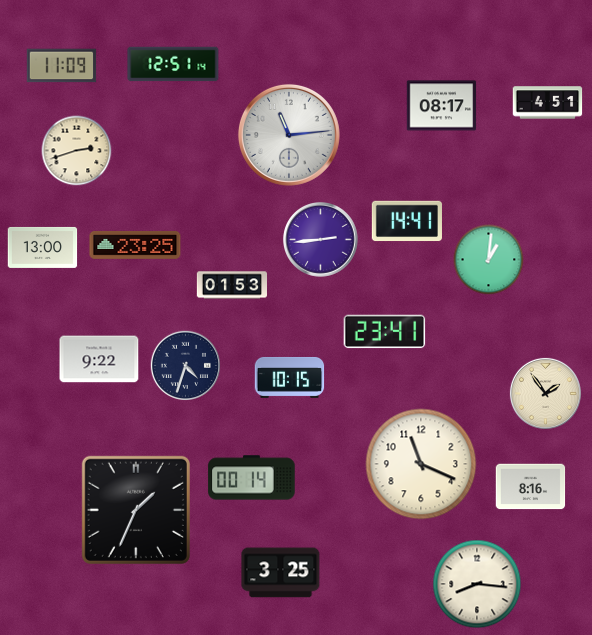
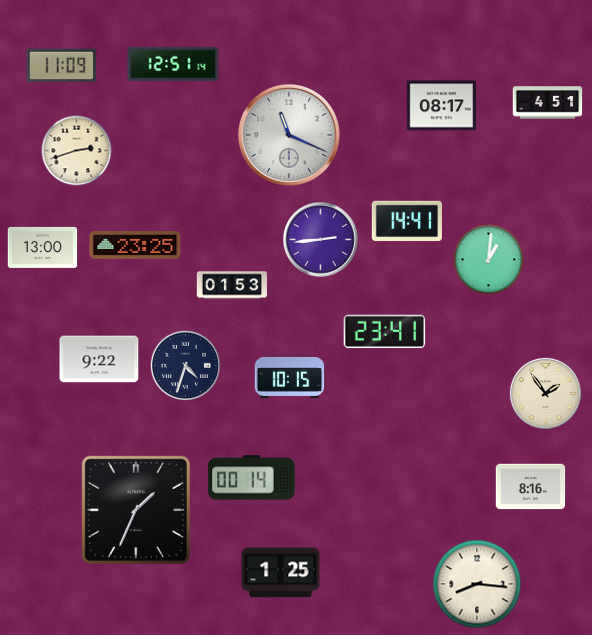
clock at (289, 135): 11:14 -> 11:19
clock at (421, 464): 11:19 -> none
clock at (281, 573): 3:25 -> 1:25
